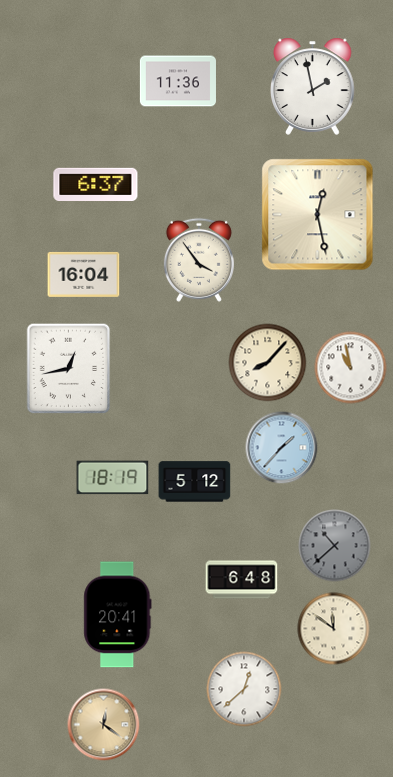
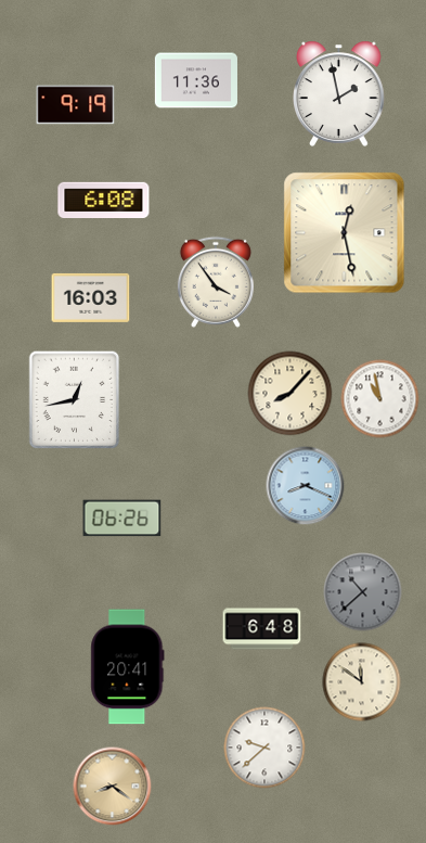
clock at (178, 81) position: (178, 81) -> (196, 80)
clock at (76, 105): none -> 9:19
clock at (96, 184): 6:37 -> 6:08
clock at (84, 274): 16:04 -> 16:03
clock at (282, 448): 1:37 -> 8:19
clock at (113, 478): 18:19 -> 06:26
clock at (195, 482): 5:12 -> none
clock at (244, 689): 12:38 -> 9:38
clock at (104, 725): 12:21 -> 8:21
